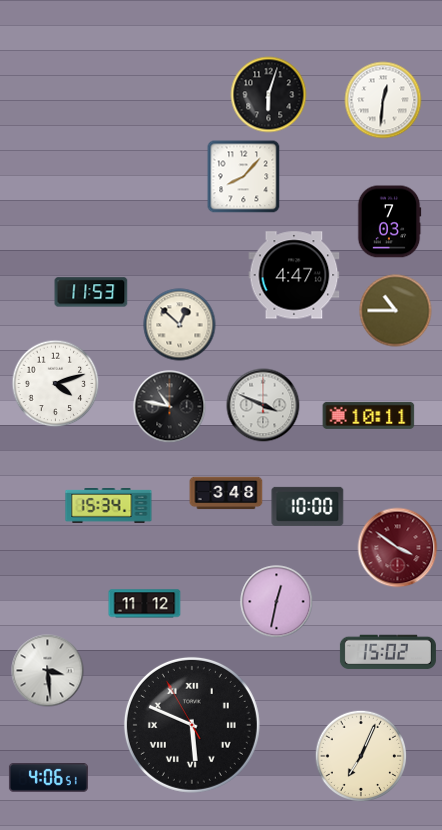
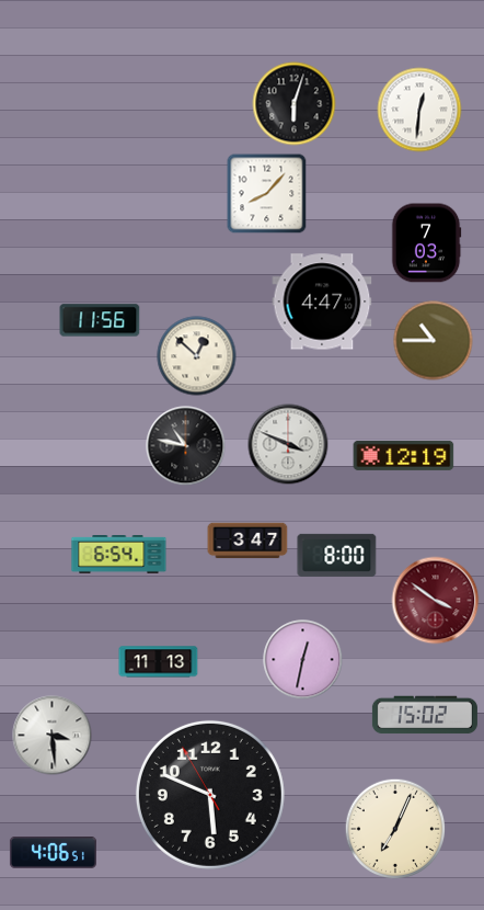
clock at (91, 292): 11:53 -> 11:56
clock at (56, 384): 4:12 -> none
clock at (369, 415): 10:11 -> 12:19
clock at (226, 493): 3:48 -> 3:47
clock at (109, 506): 15:34 -> 6:54
clock at (308, 506): 10:00 -> 8:00
clock at (145, 604): 11:12 -> 11:13
clock at (192, 725) numerals: Roman -> Arabic
